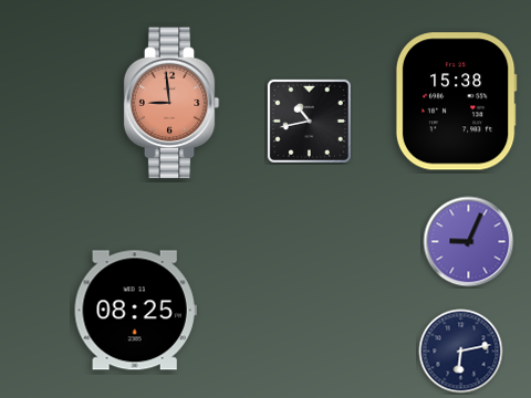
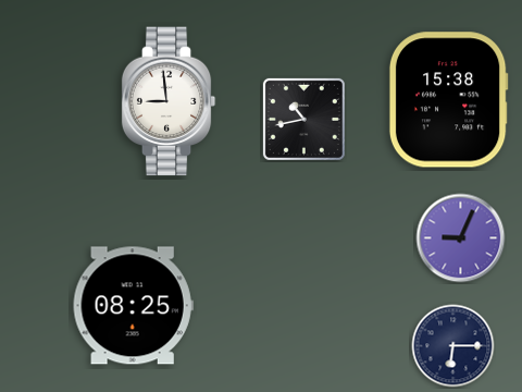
clock at (171, 103) dial: salmon -> white
clock at (461, 352): 6:13 -> 6:15
